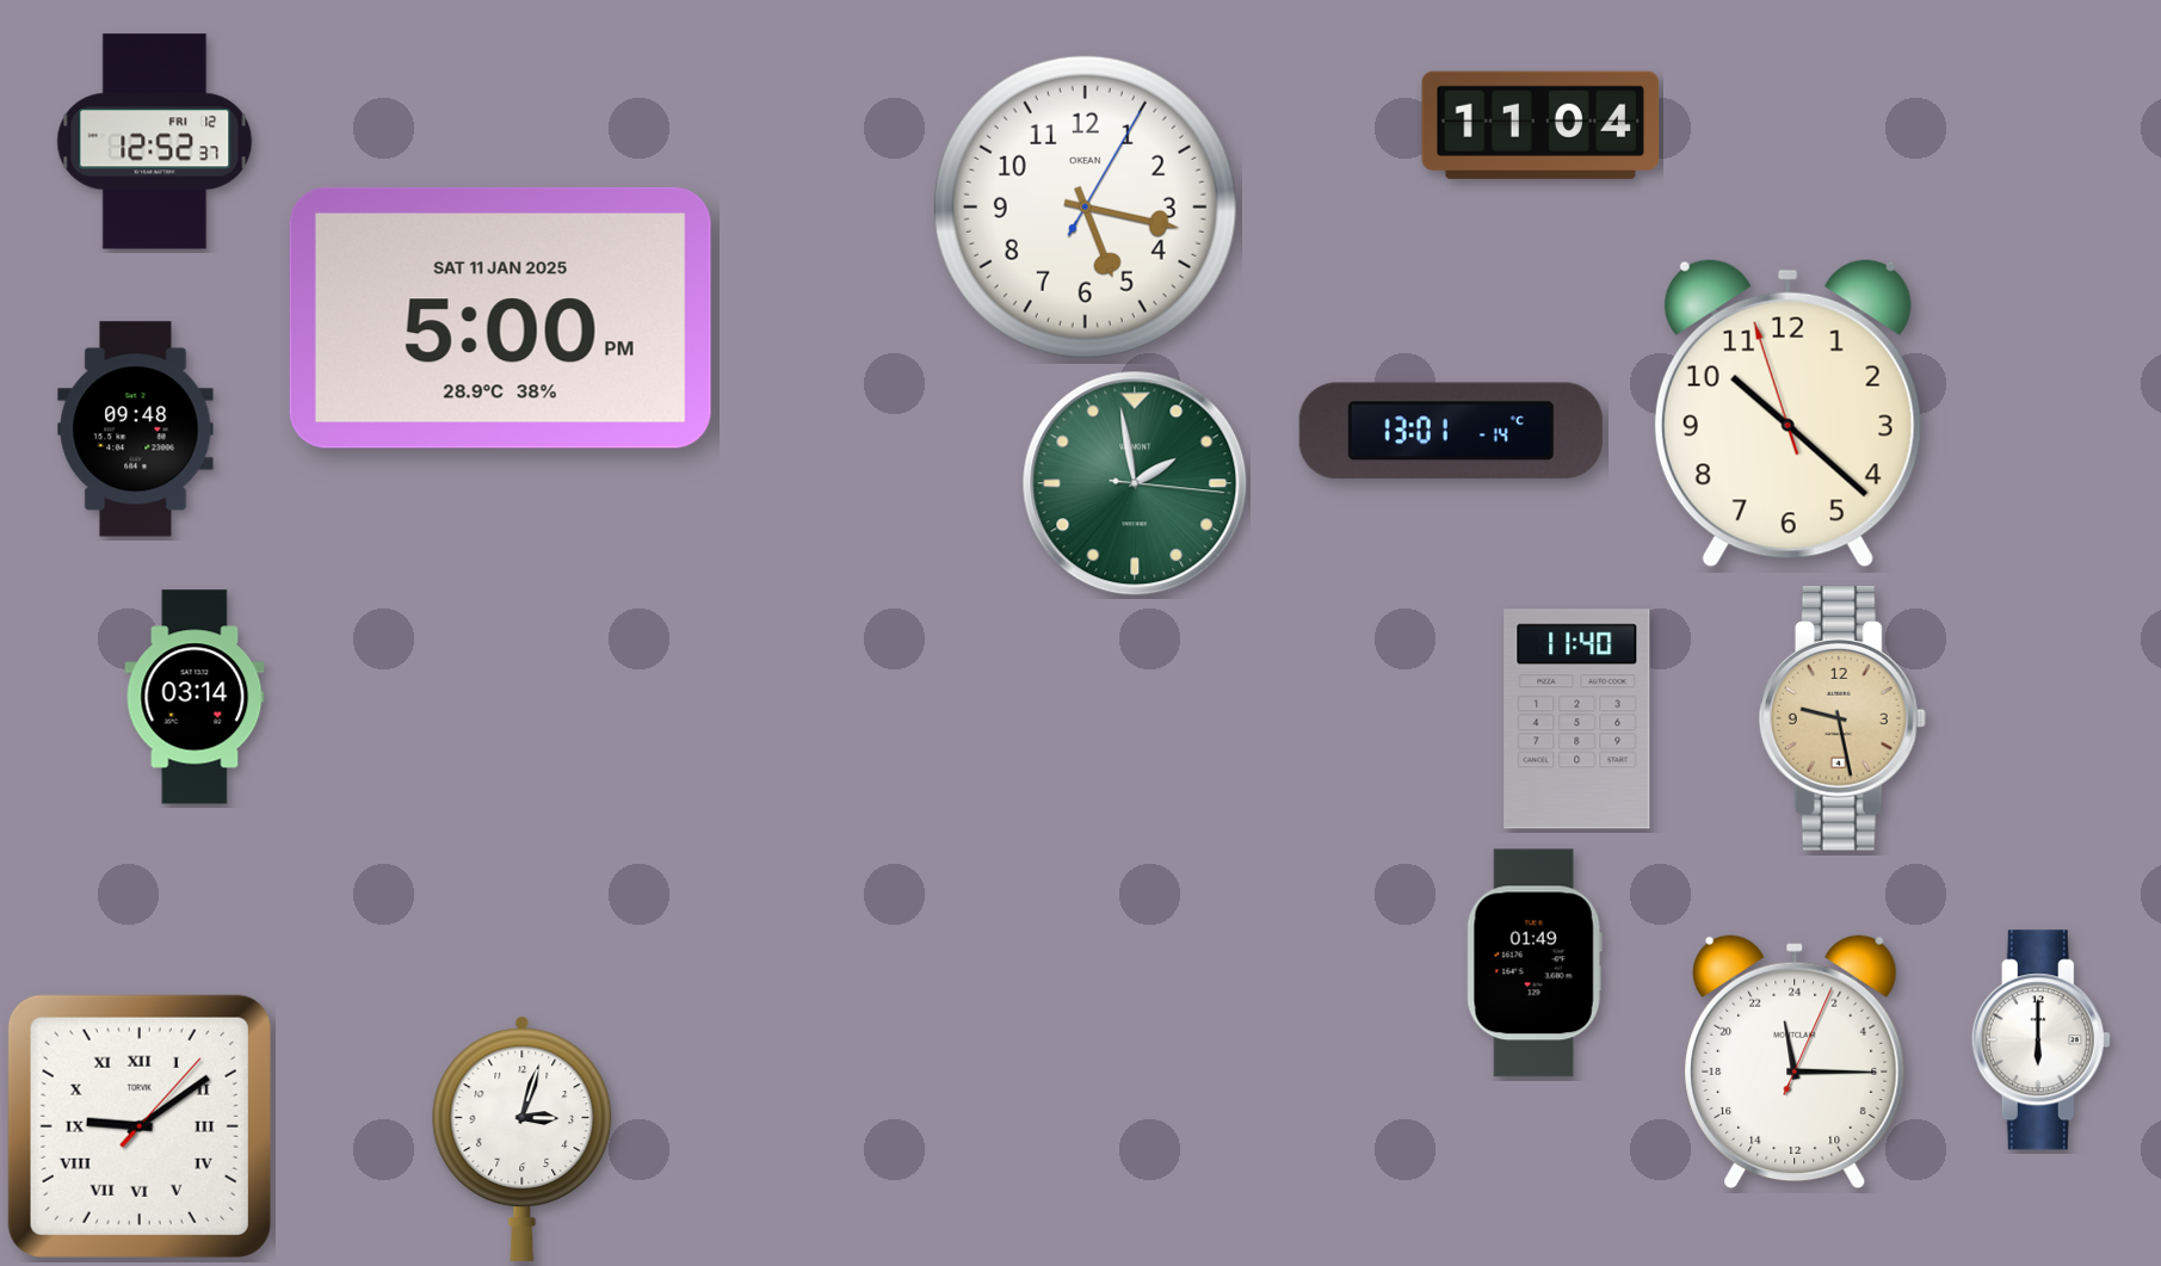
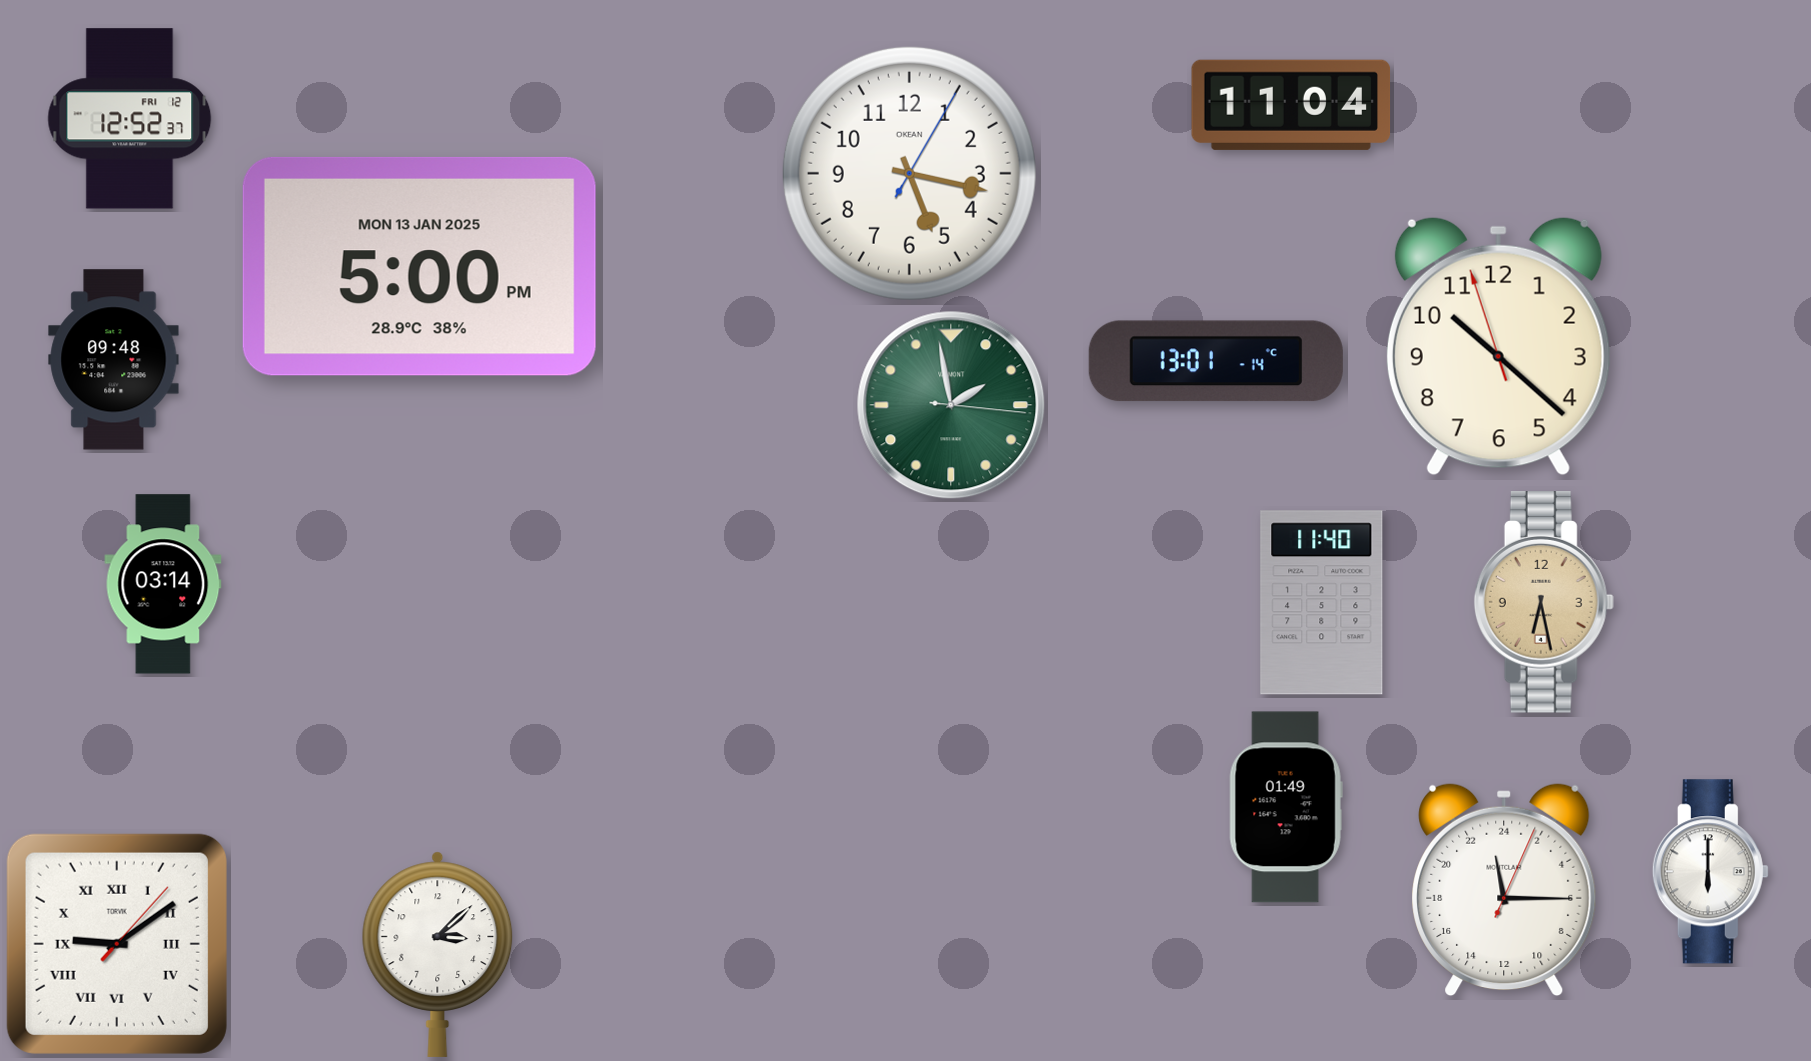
clock at (500, 317) date: SAT 11 JAN 2025 -> MON 13 JAN 2025
clock at (1842, 718): 9:28 -> 6:28
clock at (523, 1138): 3:03 -> 3:08
